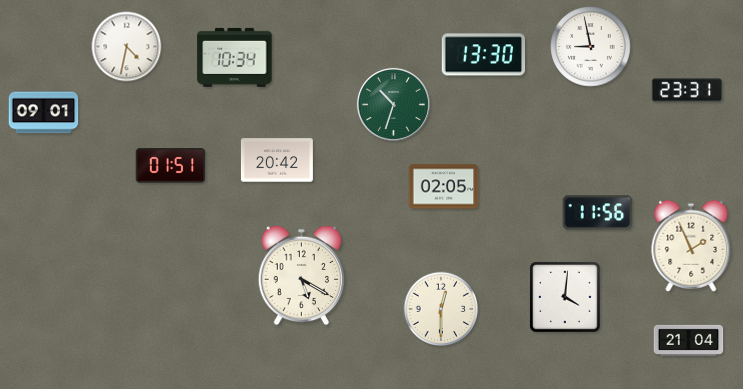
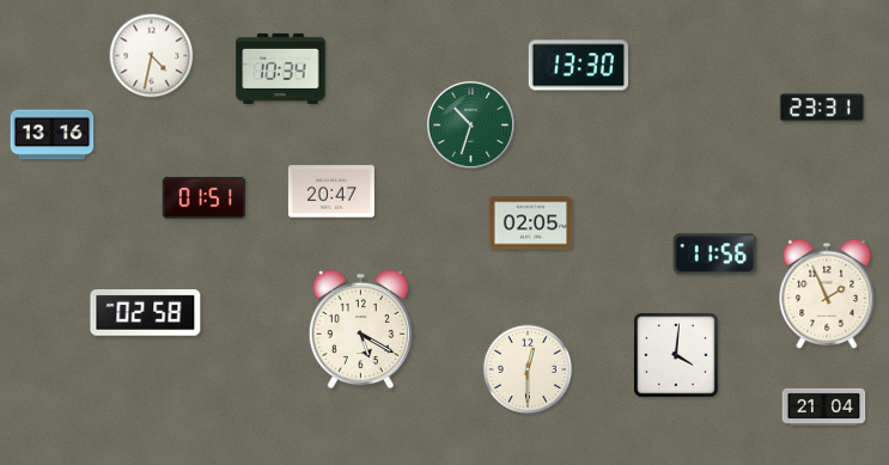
clock at (591, 47): 8:58 -> none
clock at (44, 113): 09:01 -> 13:16
clock at (277, 160): 20:42 -> 20:47
clock at (146, 313): none -> 02:58
